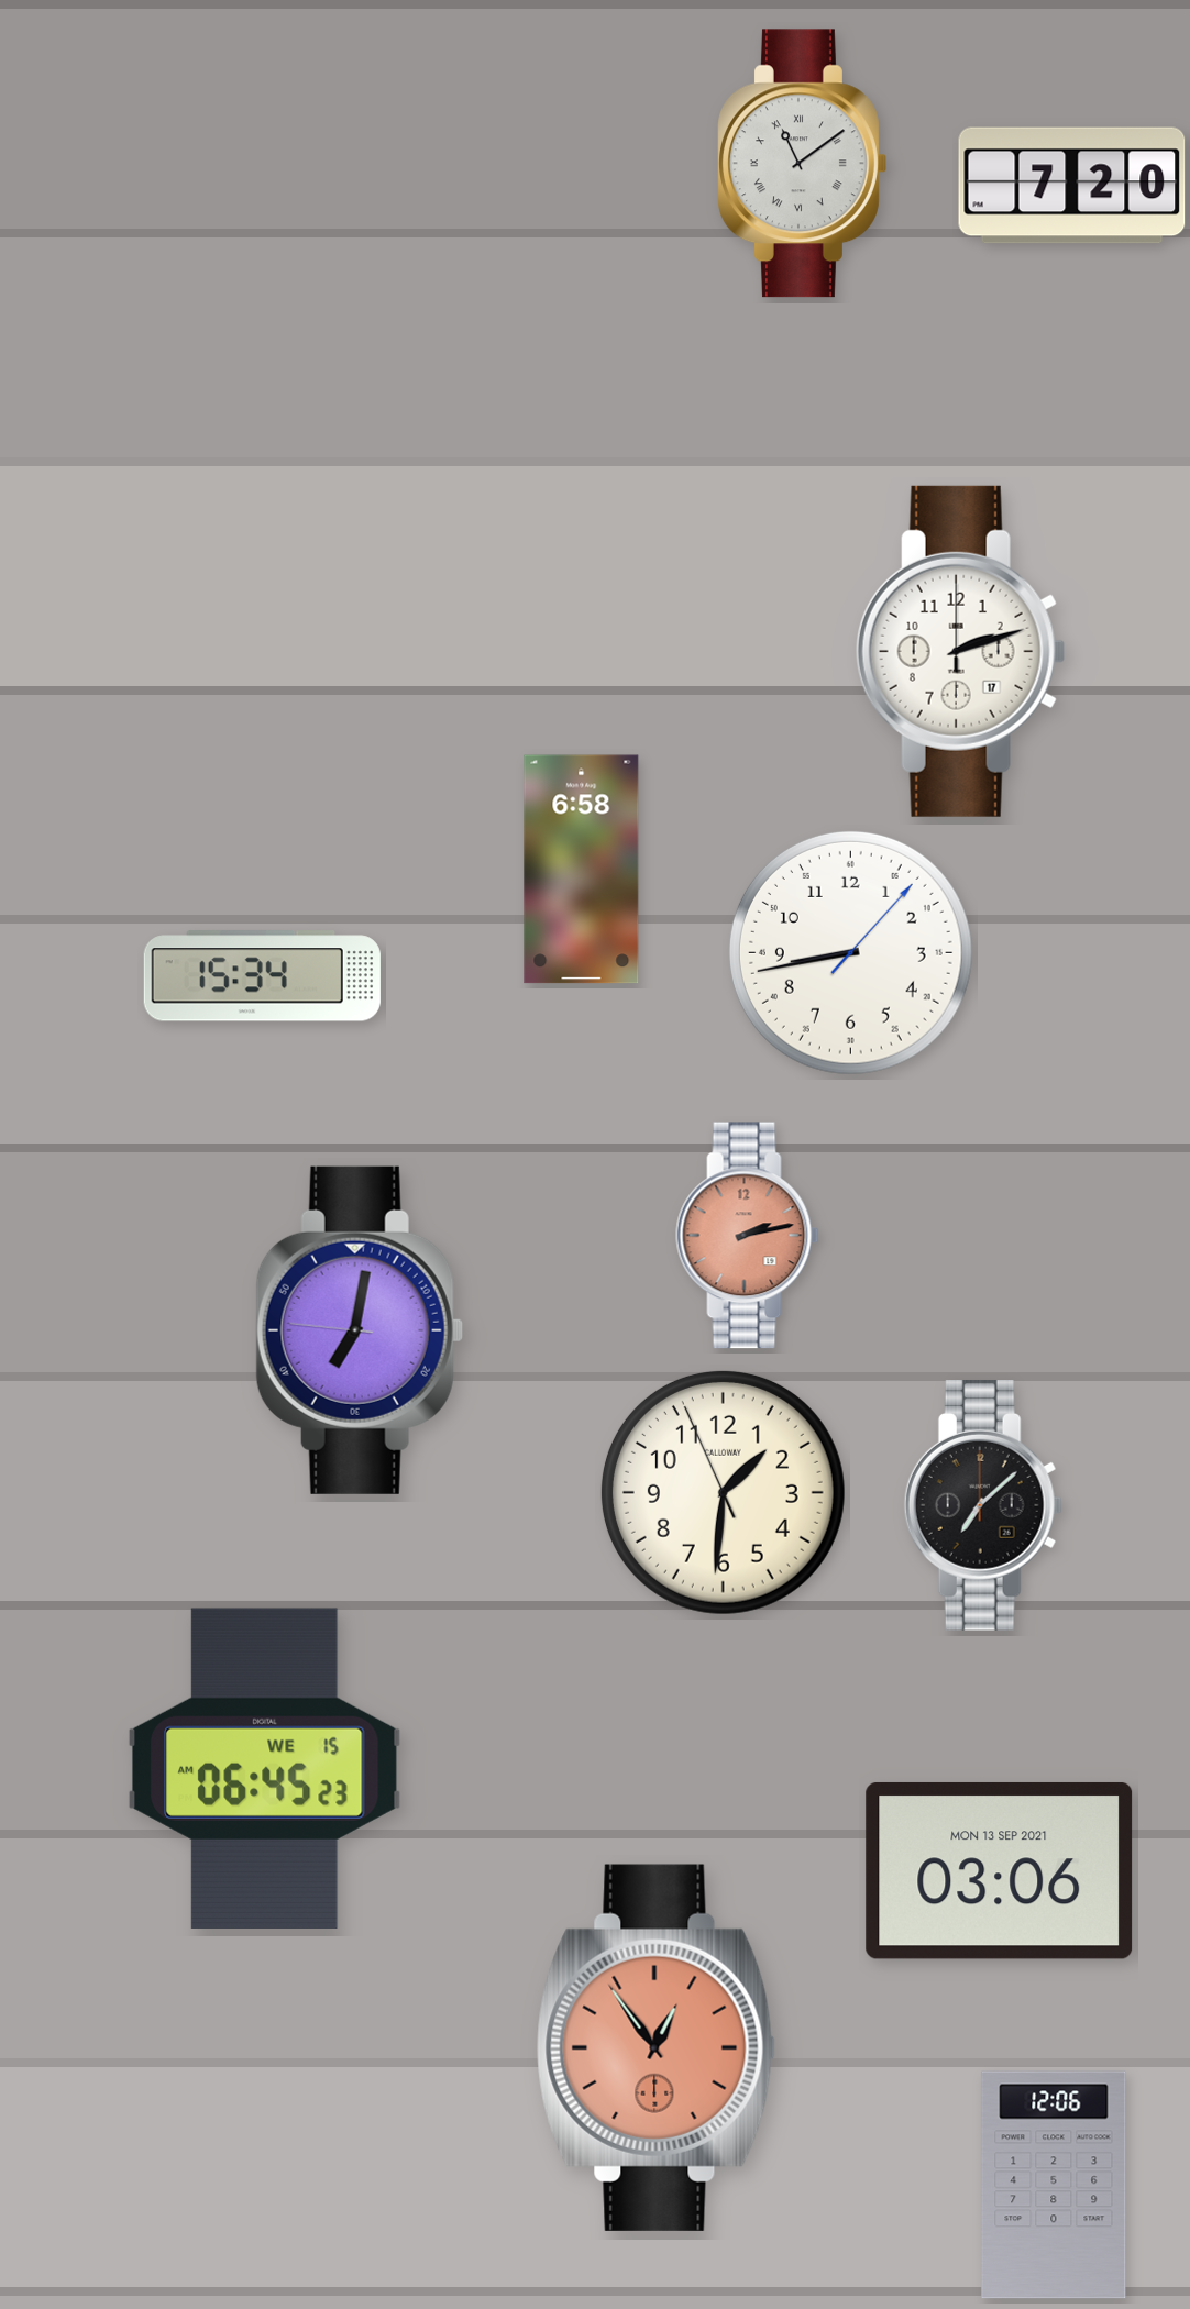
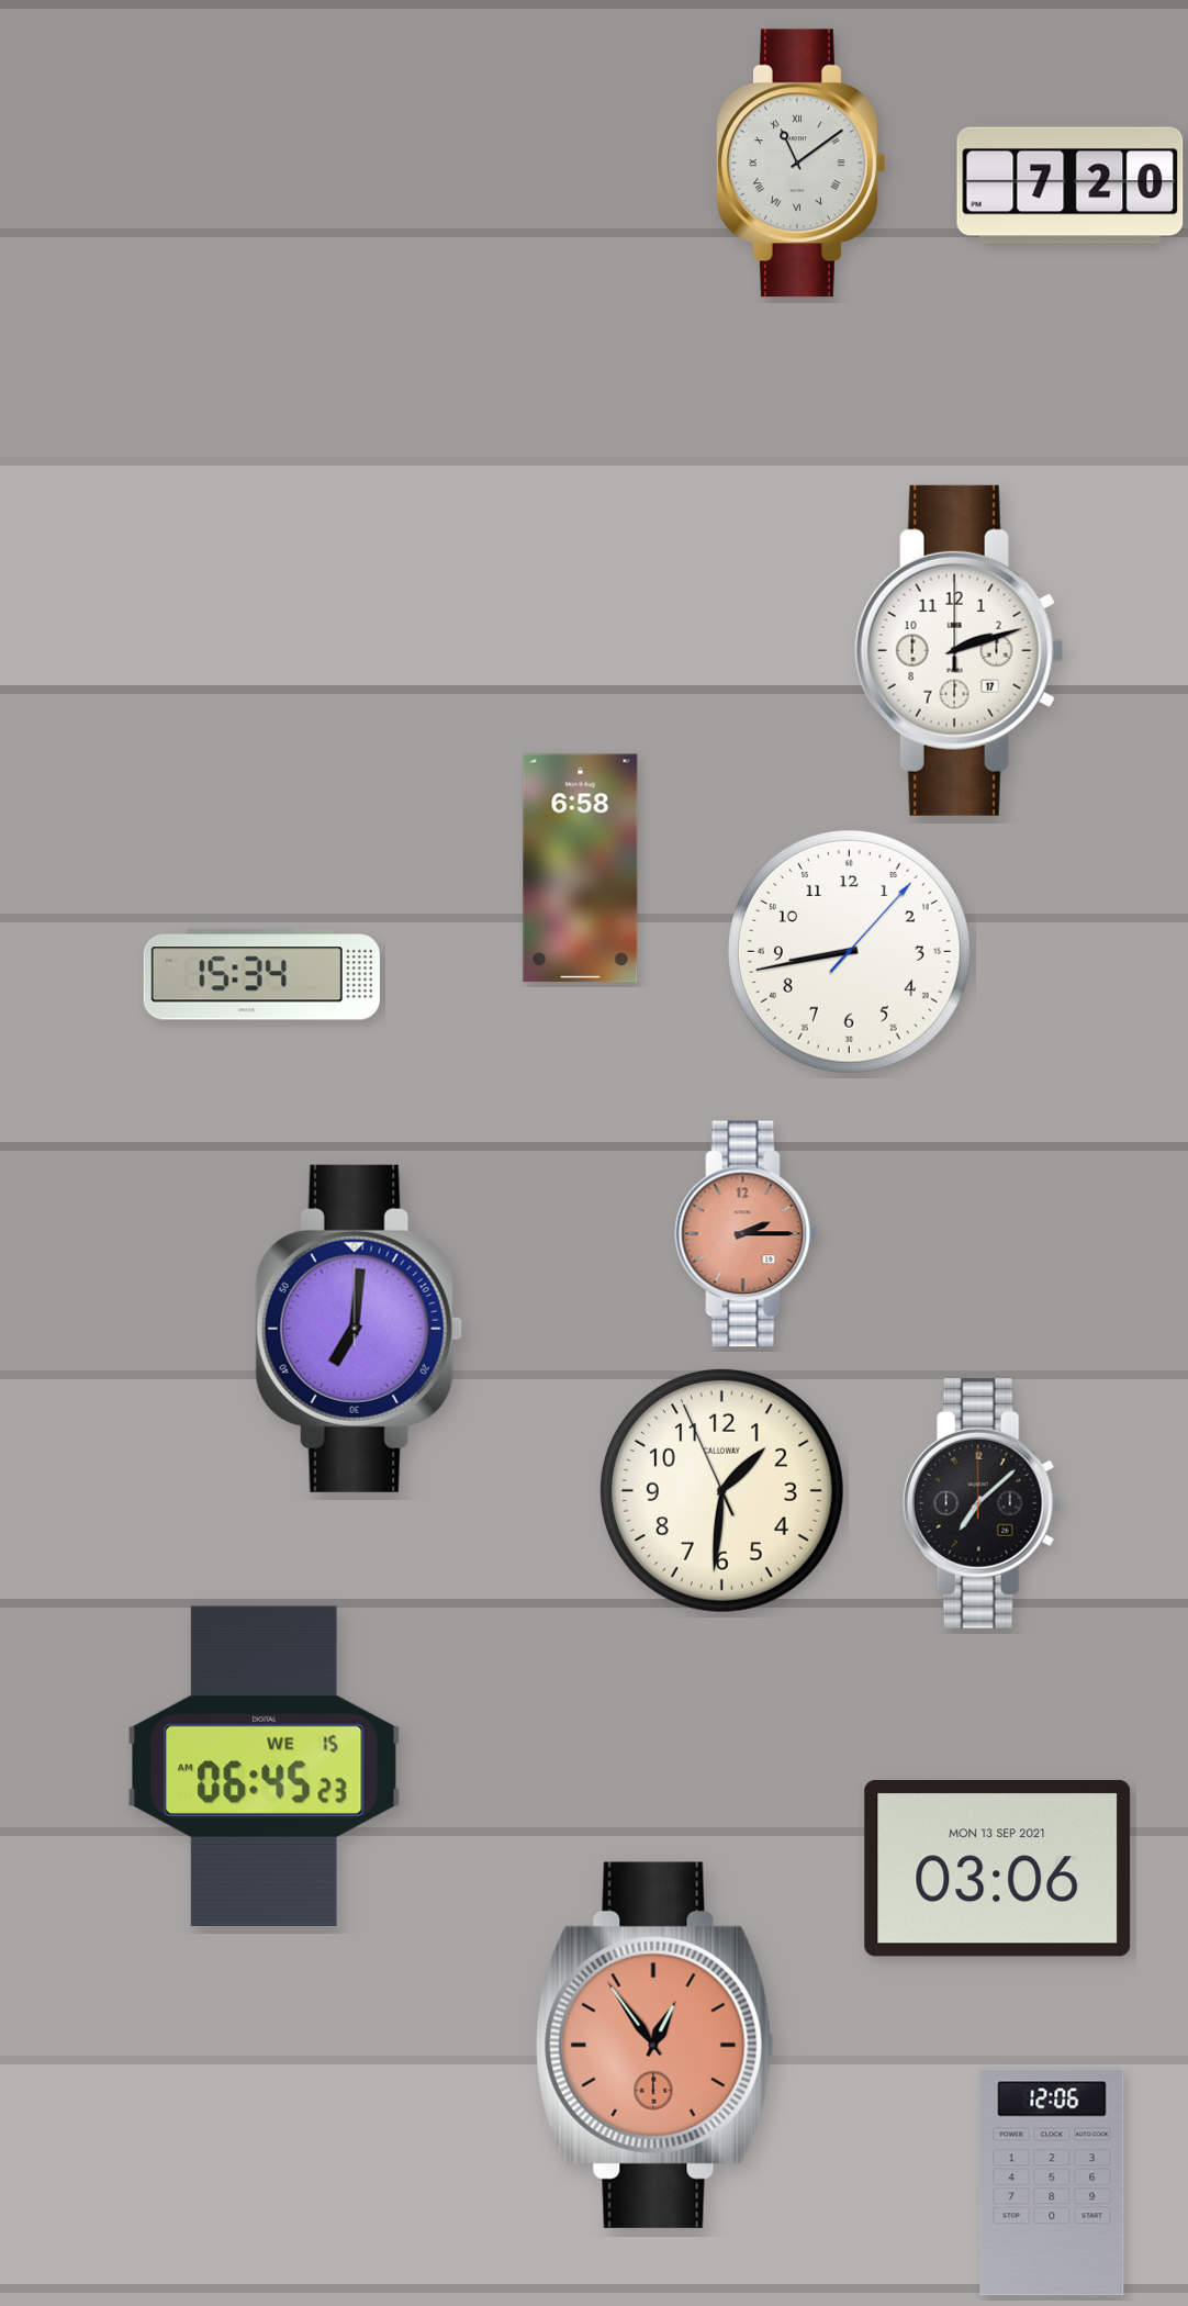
clock at (748, 1236): 2:13 -> 2:15
clock at (360, 1330): 7:01:46 -> 7:01:00
